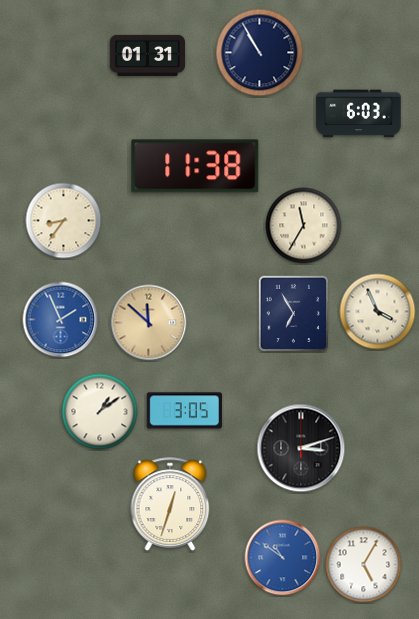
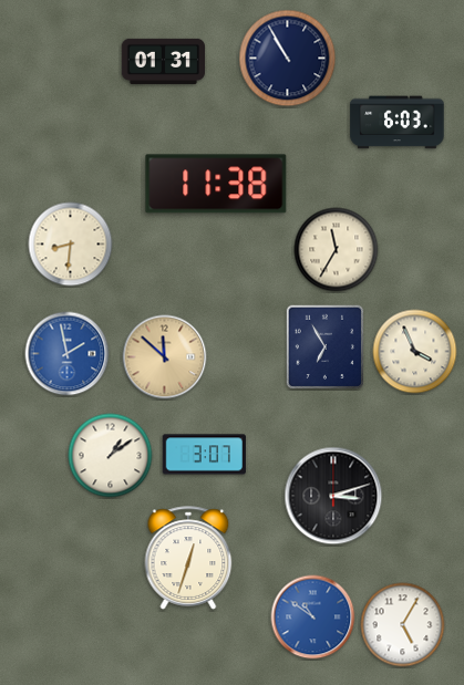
clock at (359, 114) position: (359, 114) -> (398, 123)
clock at (64, 221): 8:36 -> 8:31
clock at (378, 312) position: (378, 312) -> (415, 352)
clock at (61, 320): 1:56 -> 1:58
clock at (184, 411): 3:05 -> 3:07
